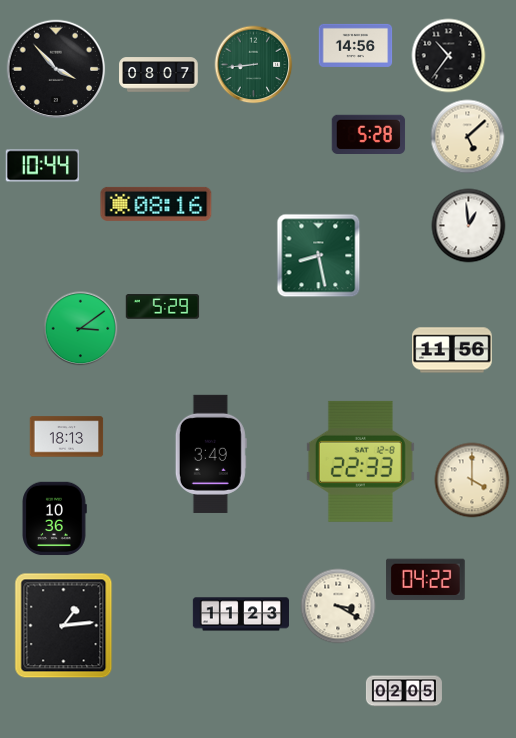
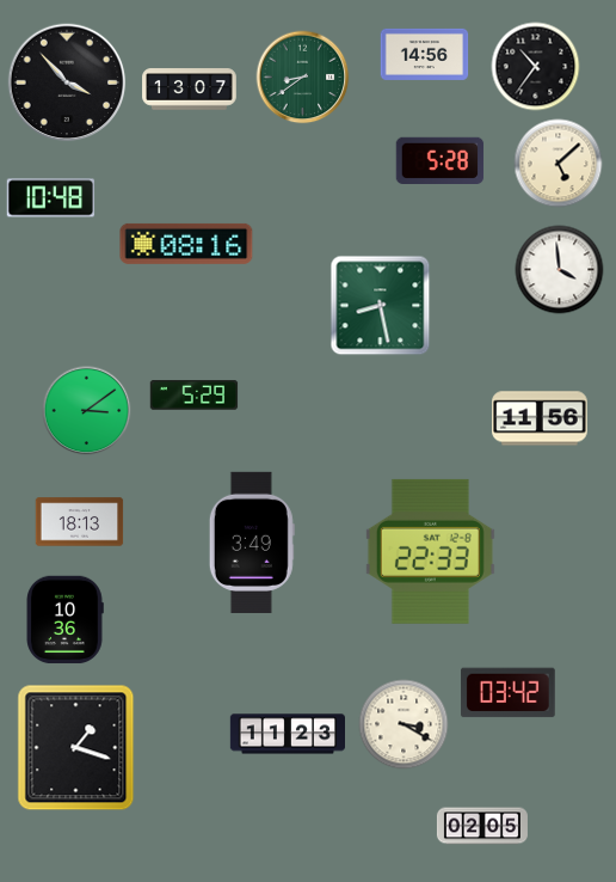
clock at (254, 65): 8:44 -> 8:39
clock at (159, 75): 08:07 -> 13:07
clock at (43, 166): 10:44 -> 10:48
clock at (469, 226): 12:59 -> 3:59
clock at (163, 307) position: (163, 307) -> (195, 396)
clock at (81, 329) position: (81, 329) -> (87, 411)
clock at (472, 480): 4:00 -> none
clock at (426, 580): 04:22 -> 03:42
clock at (64, 626): 1:14 -> 1:18
